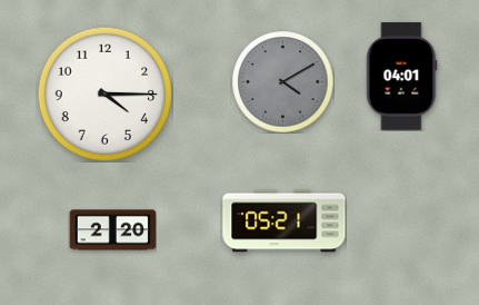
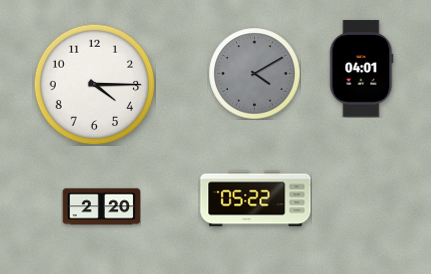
clock at (285, 222): 05:21 -> 05:22
